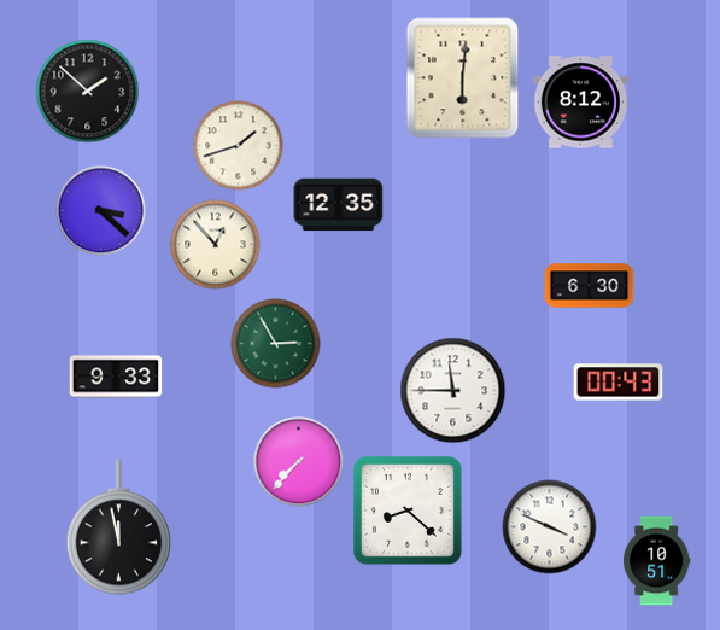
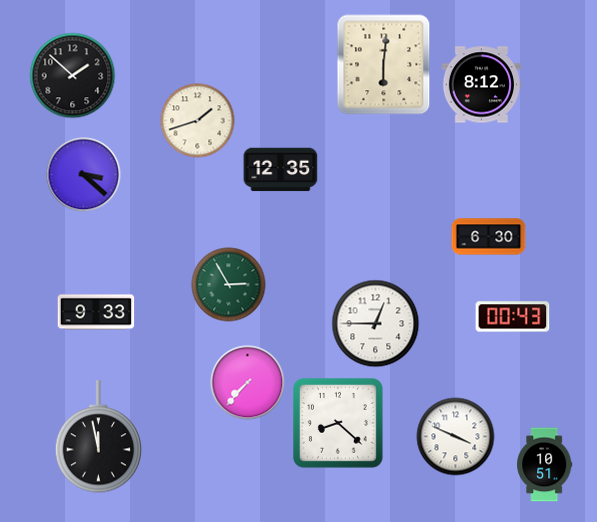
clock at (216, 245): 12:53 -> none
clock at (453, 391): 11:45 -> 12:45
